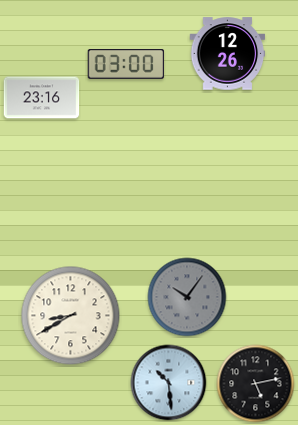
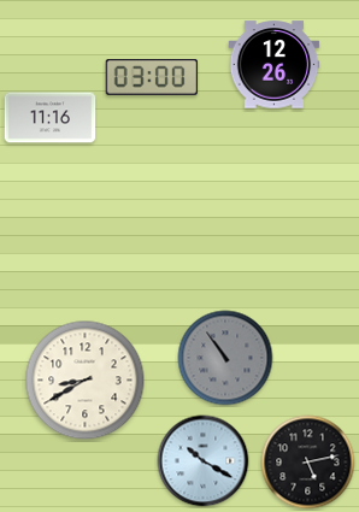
clock at (42, 98): 23:16 -> 11:16
clock at (187, 297): 10:06 -> 10:54
clock at (169, 383): 10:29 -> 10:20
